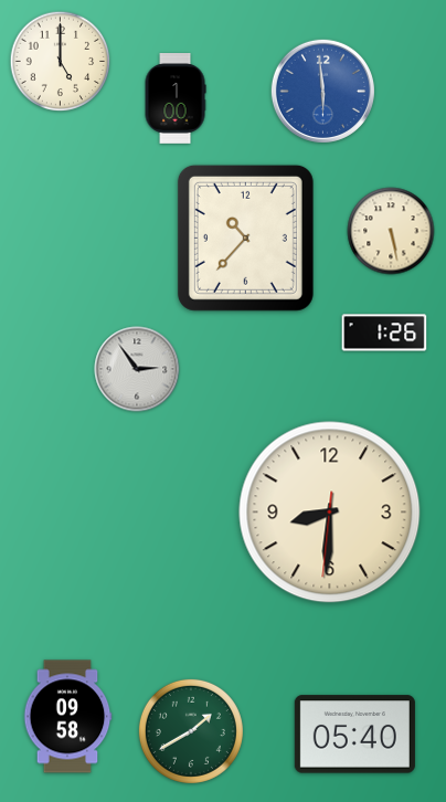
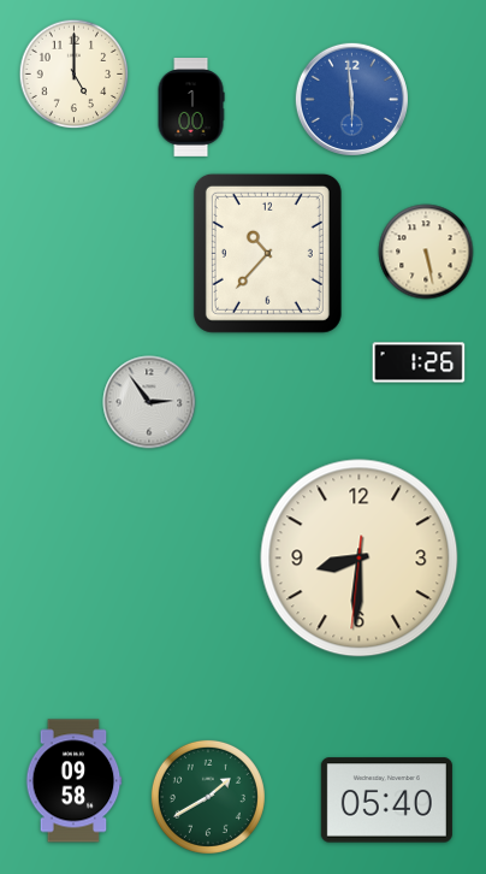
clock at (61, 62) position: (61, 62) -> (75, 75)
clock at (245, 238) position: (245, 238) -> (267, 253)
